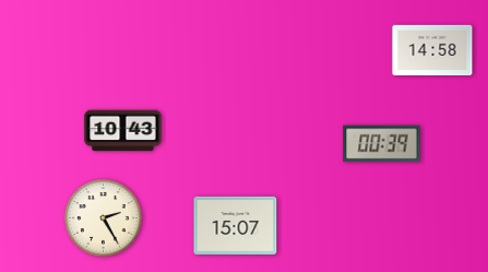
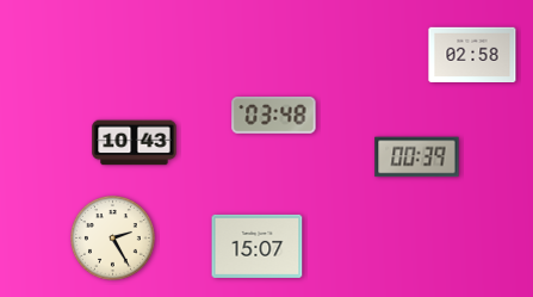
clock at (432, 49): 14:58 -> 02:58
clock at (274, 116): none -> 03:48
